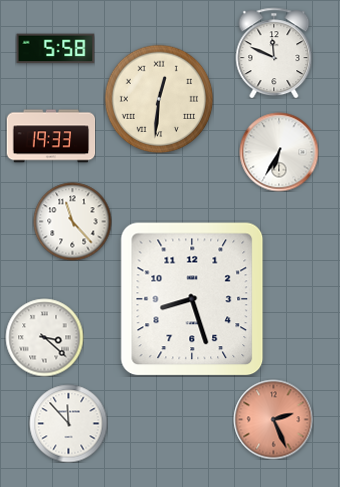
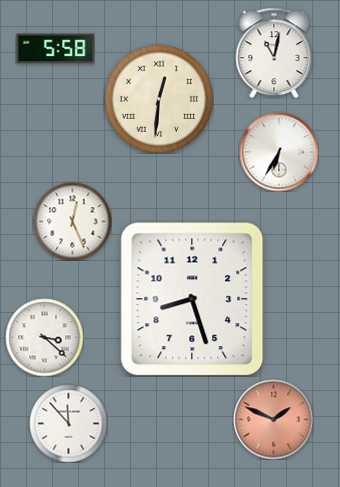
clock at (274, 53): 11:49 -> 11:02
clock at (51, 136): 19:33 -> none
clock at (72, 221): 11:23 -> 12:26
clock at (273, 419): 2:26 -> 1:49
